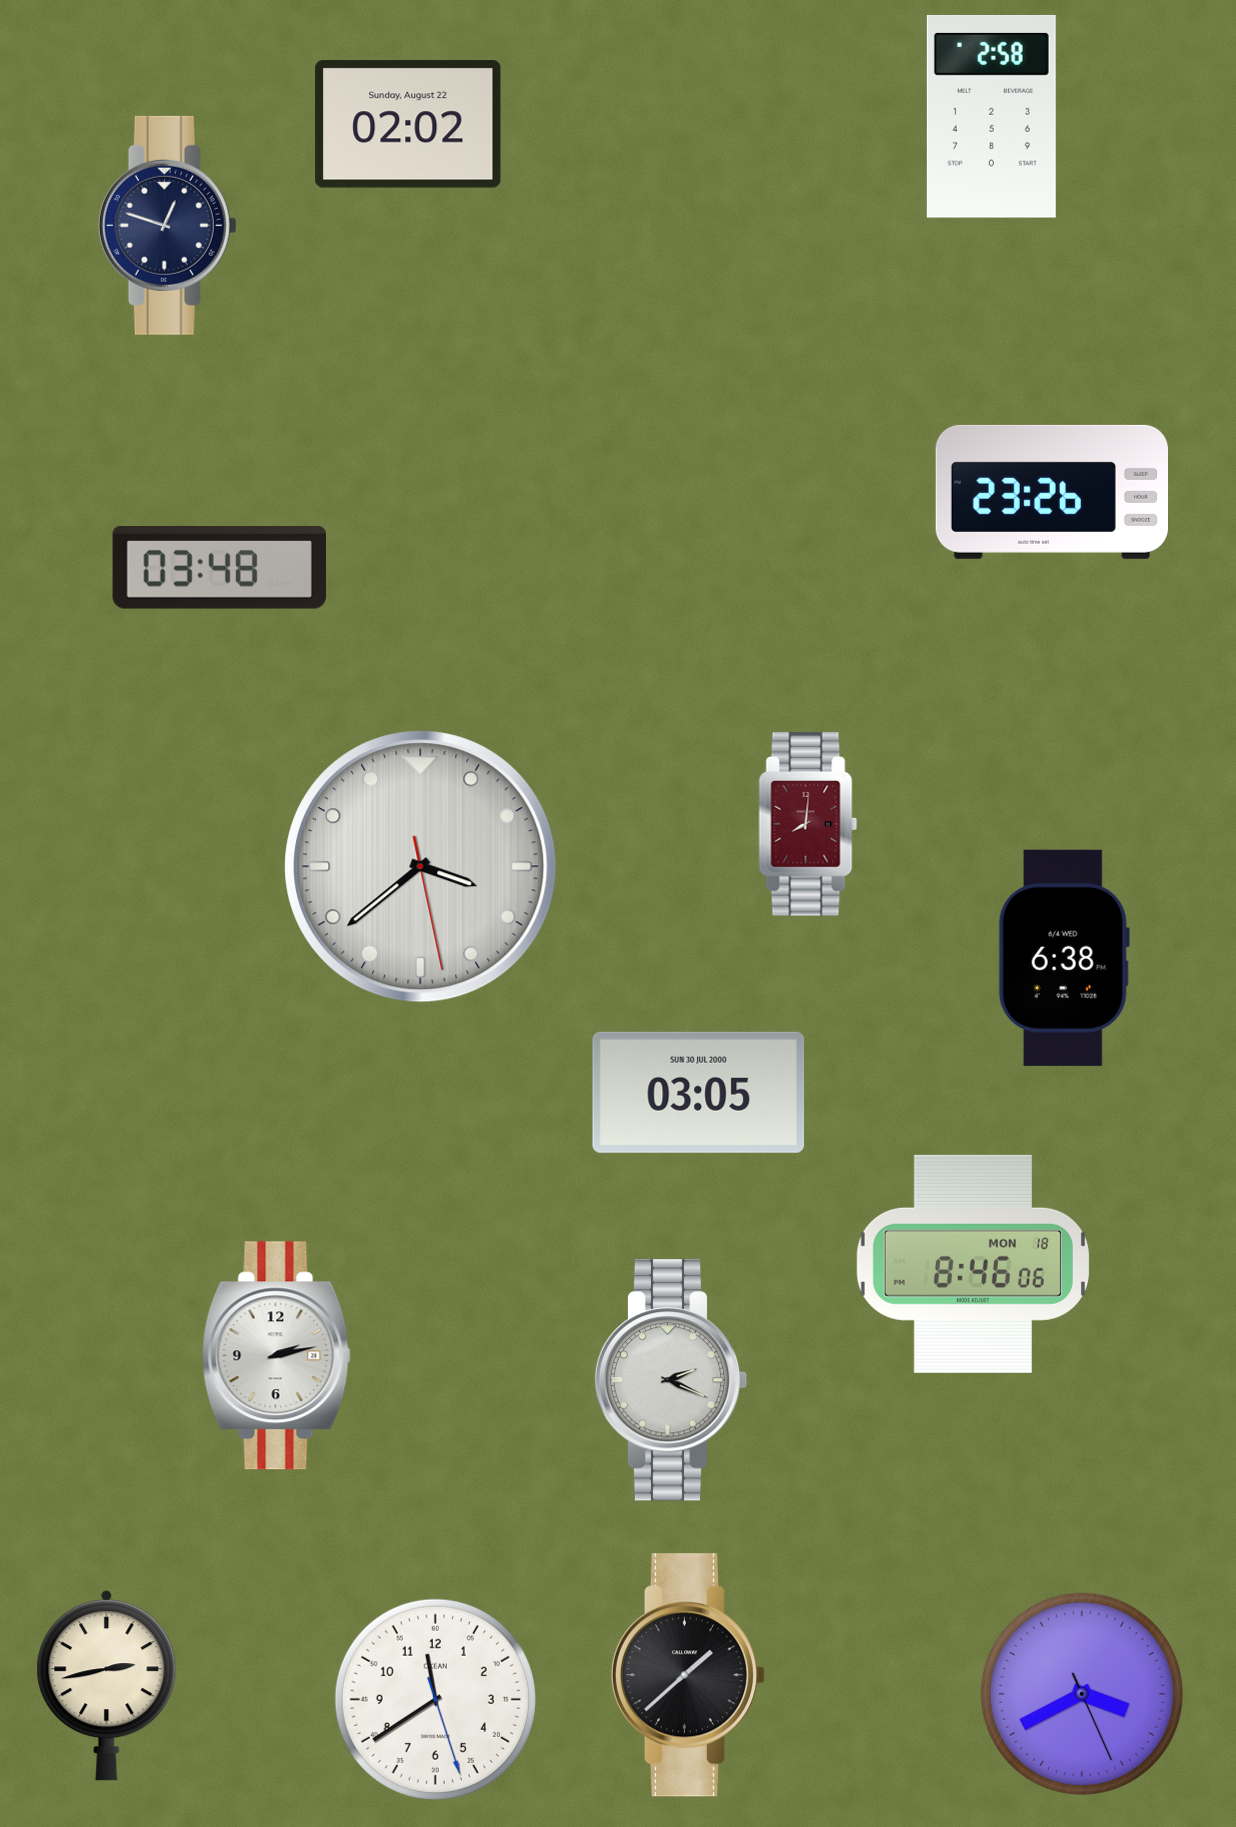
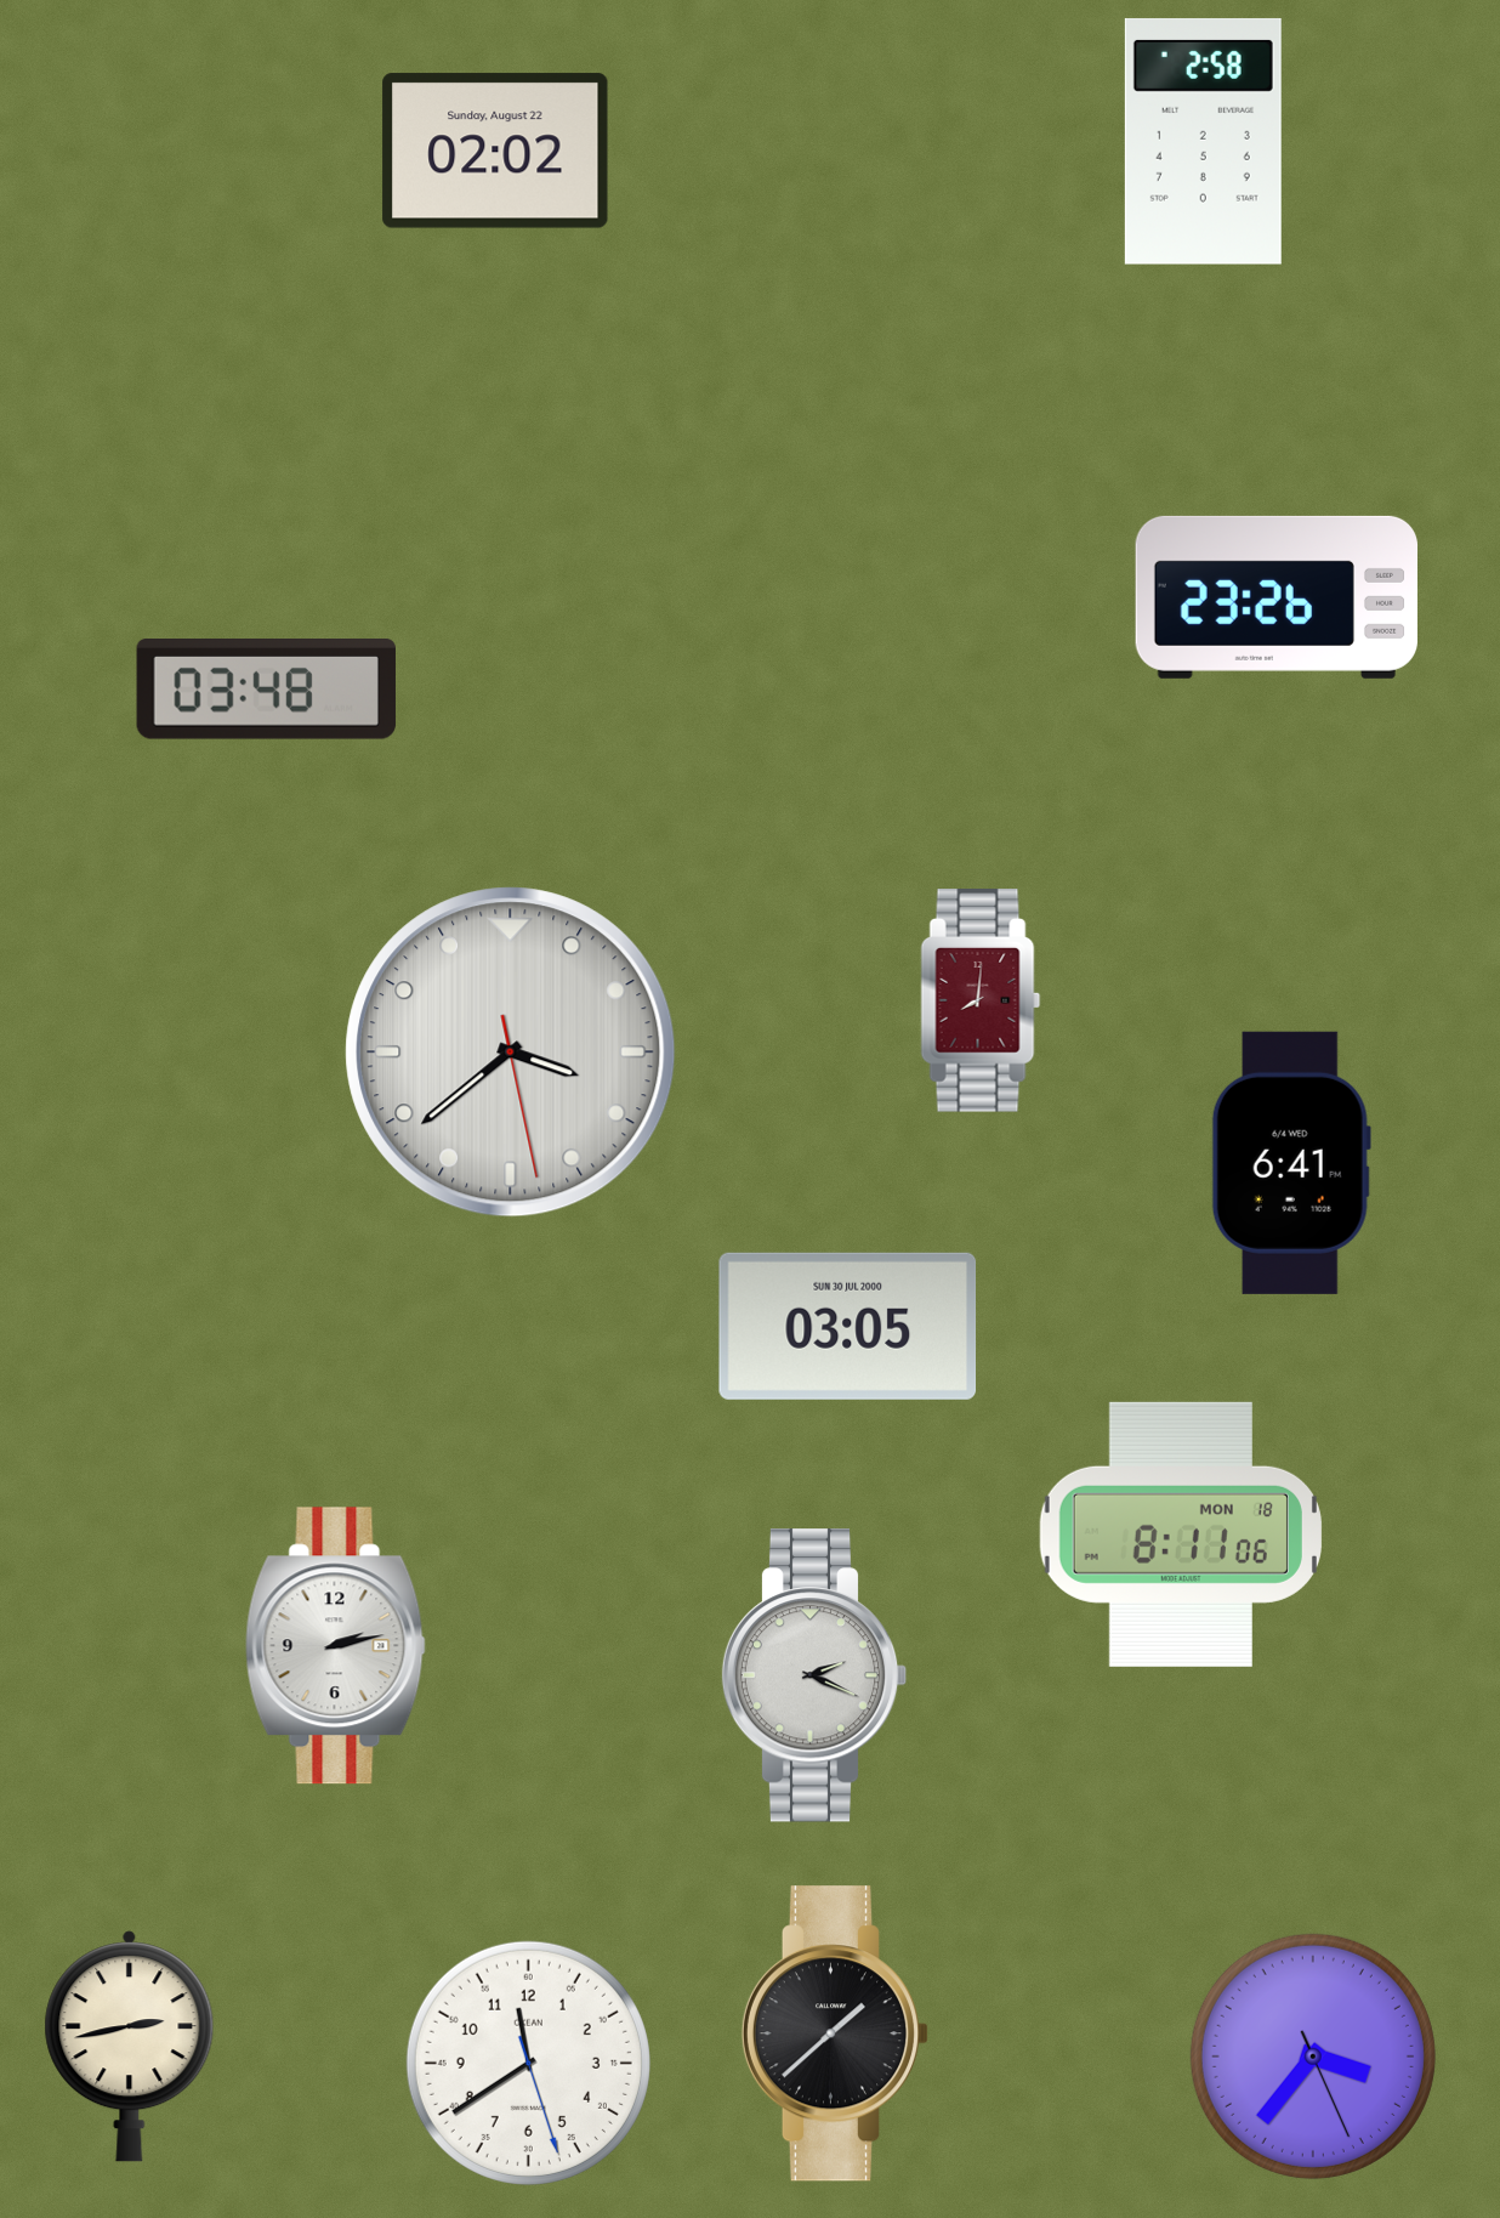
clock at (167, 225): 12:48 -> none
clock at (1064, 958): 6:38 -> 6:41
clock at (973, 1264): 8:46 -> 8:11
clock at (1082, 1694): 3:40 -> 3:36
